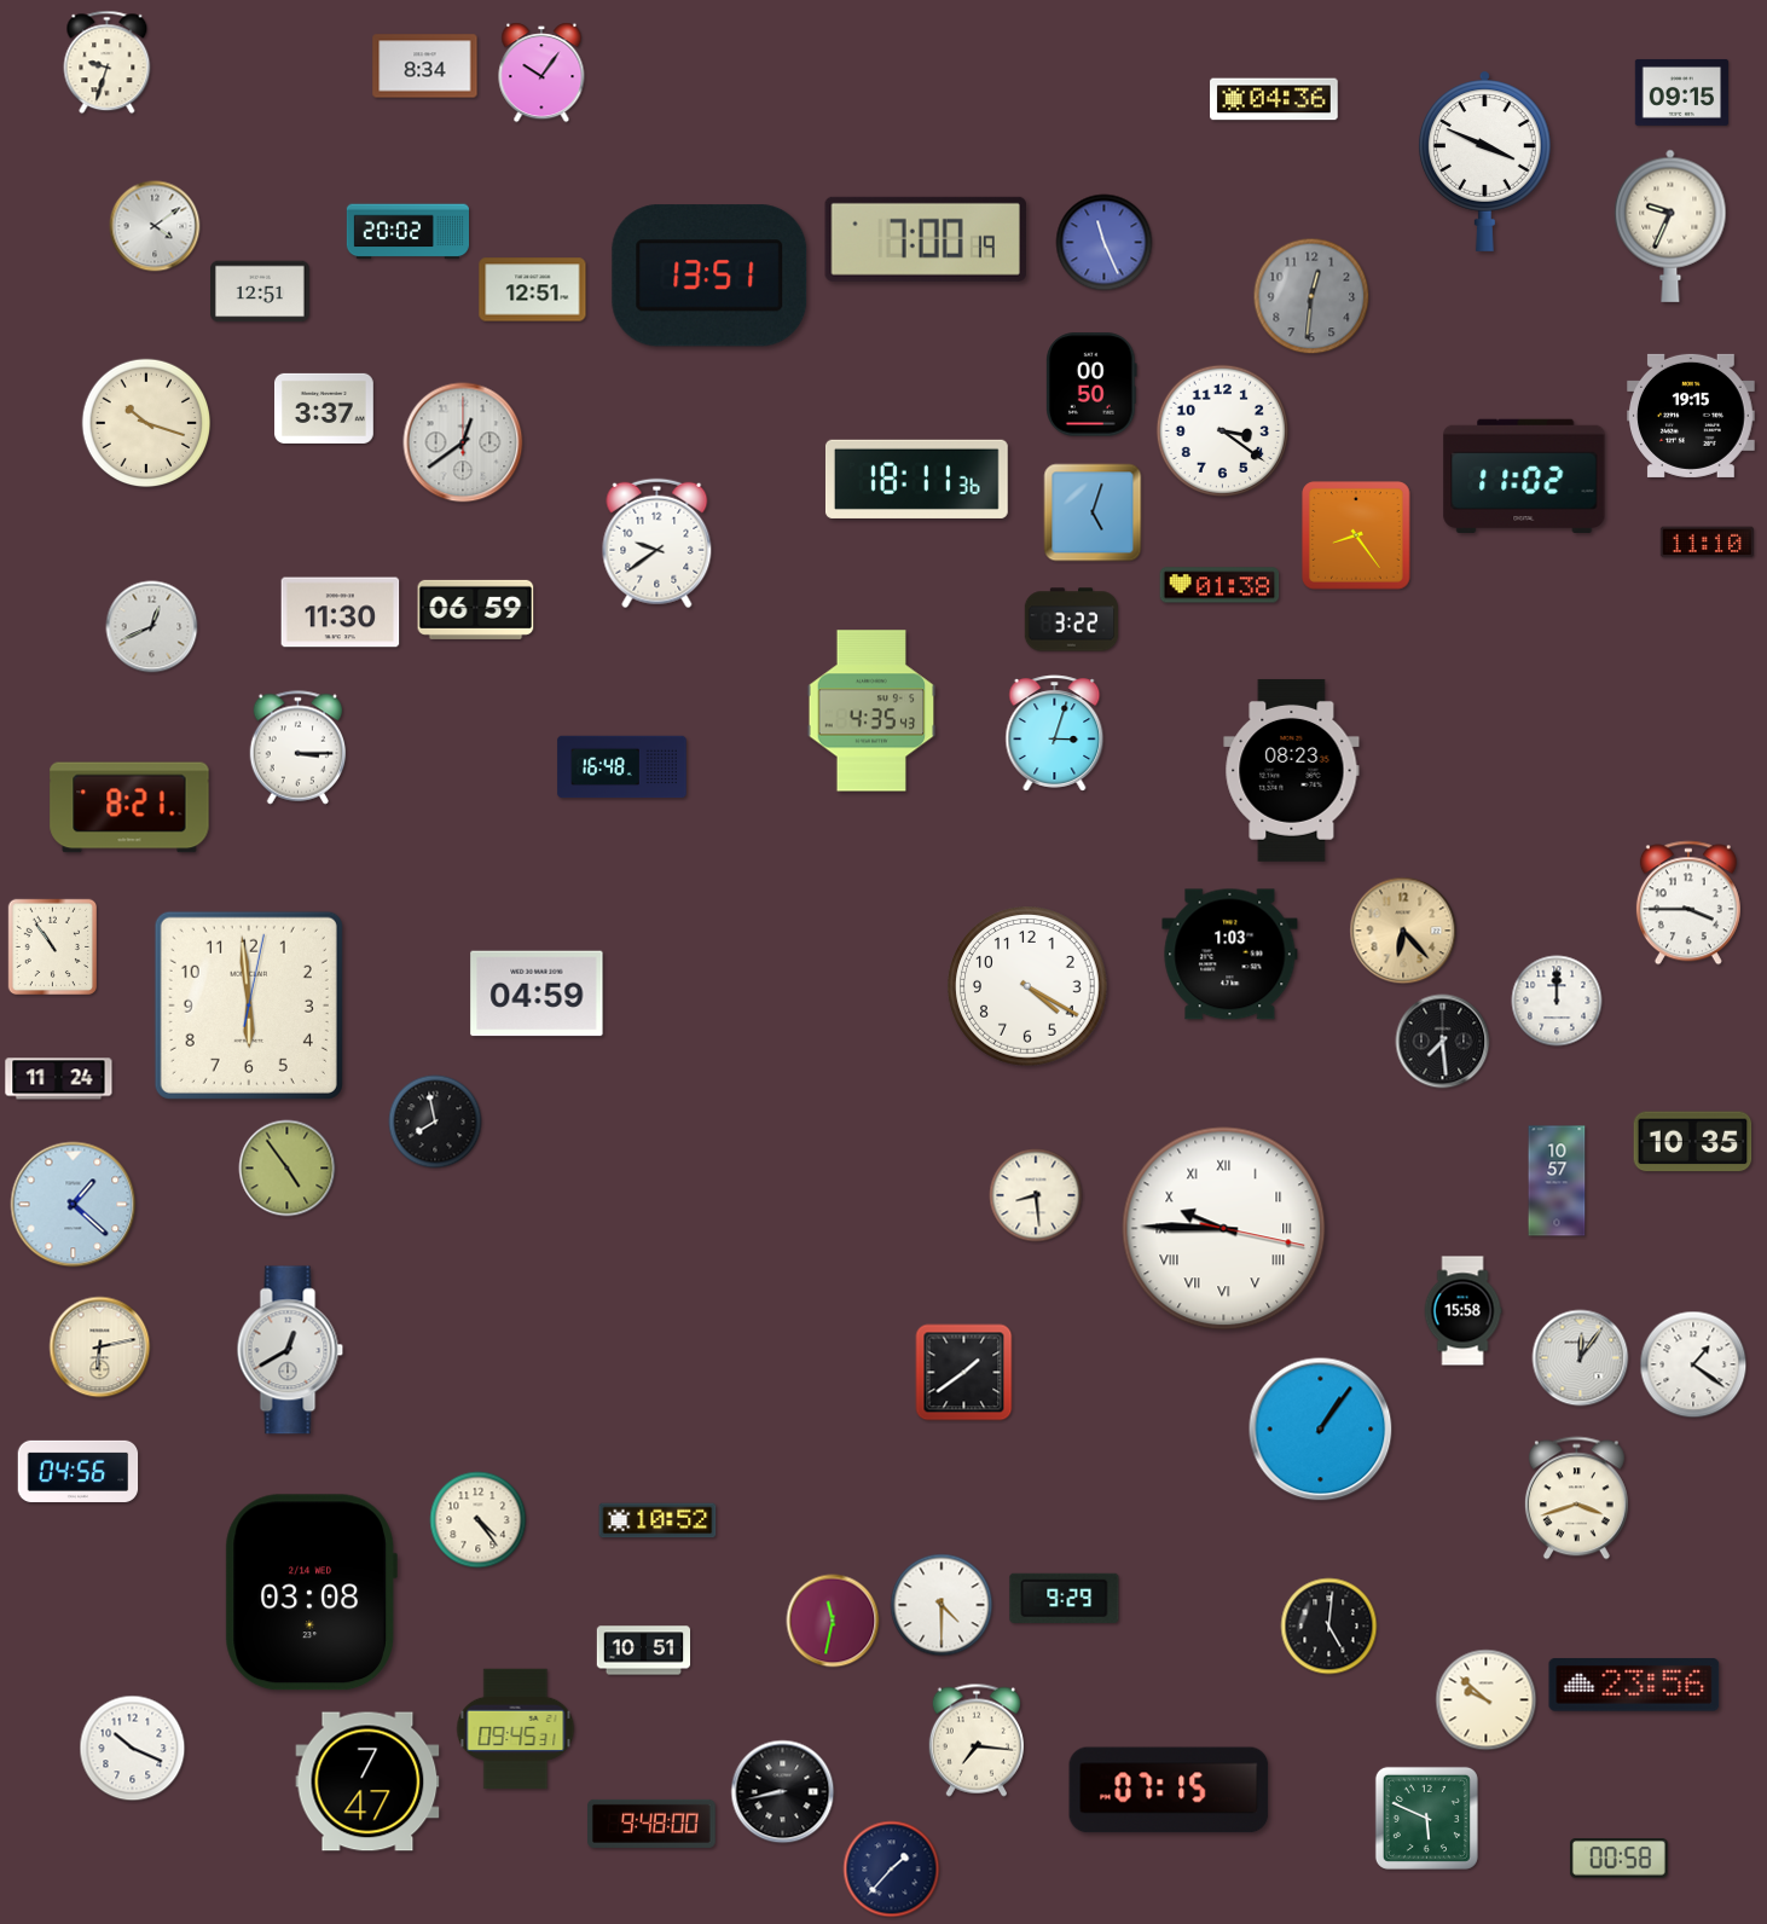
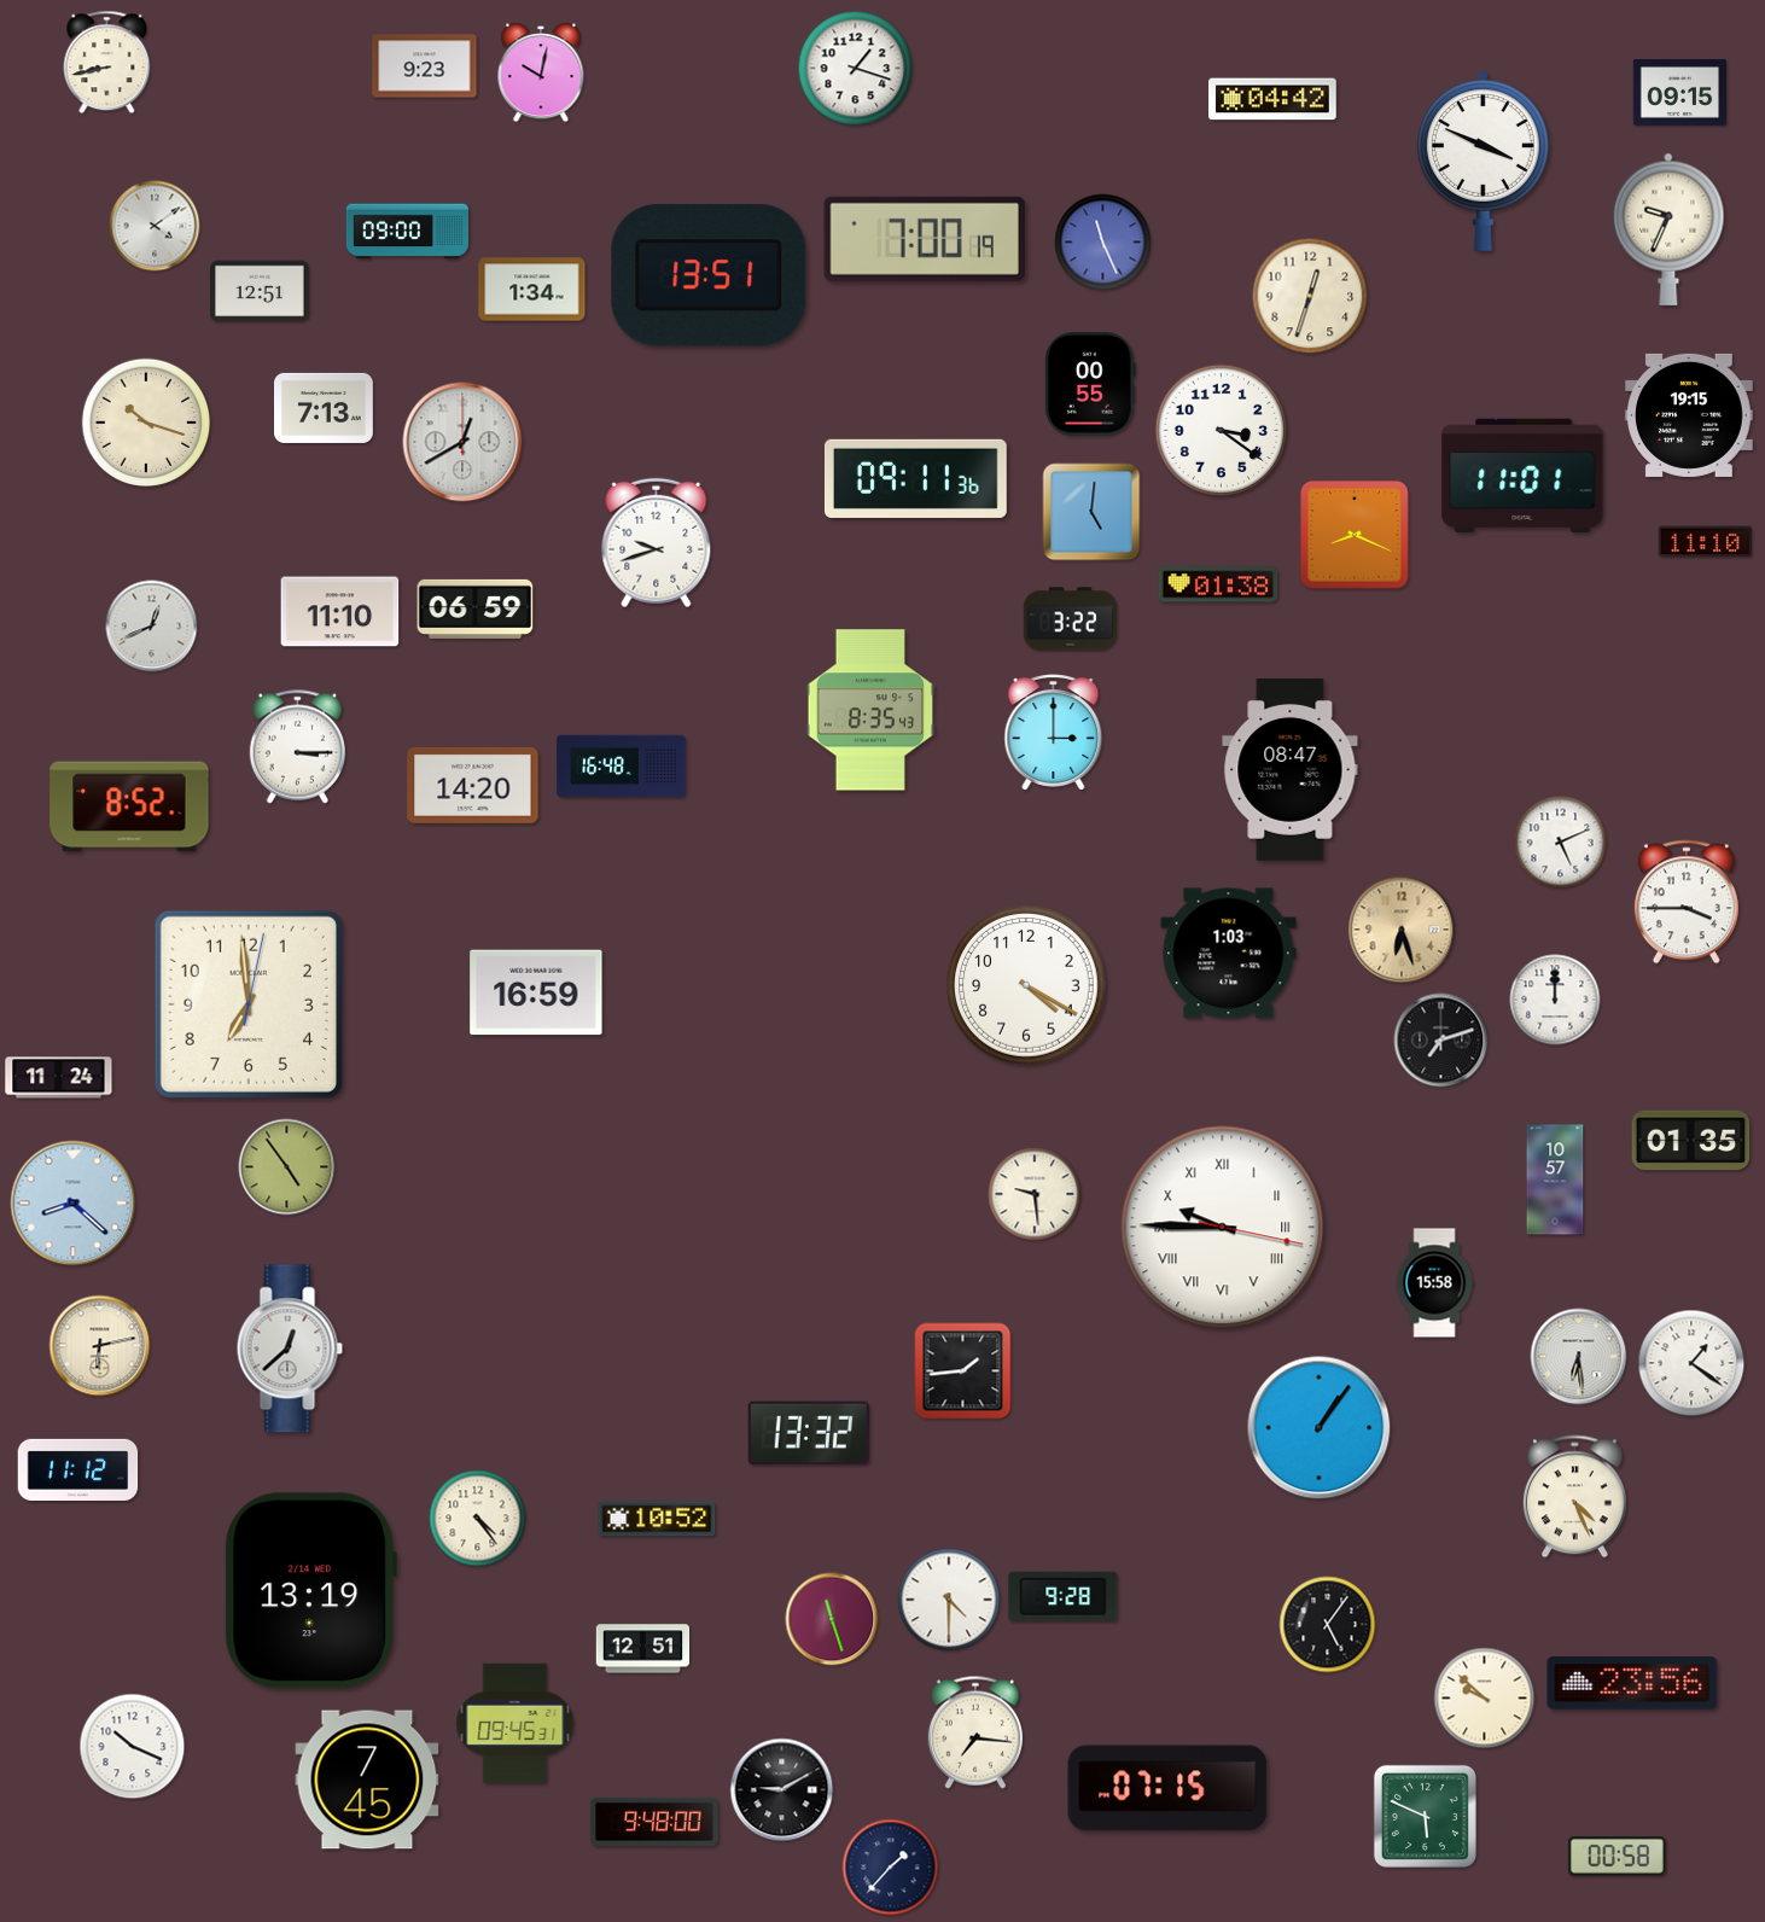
clock at (108, 63): 9:33 -> 8:43
clock at (425, 66): 8:34 -> 9:23
clock at (856, 69): none -> 1:18
clock at (541, 73): 10:06 -> 10:02
clock at (1274, 99): 04:36 -> 04:42
clock at (1670, 226) position: (1670, 226) -> (1668, 229)
clock at (407, 232): 20:02 -> 09:00
clock at (533, 290): 12:51 -> 1:34
clock at (1311, 296): 12:31 -> 12:33
clock at (1311, 296) dial: grey -> cream
clock at (1091, 384): 00:50 -> 00:55
clock at (325, 408): 3:37 -> 7:13
clock at (463, 442): 12:39 -> 12:40
clock at (1524, 476): 11:02 -> 11:01
clock at (916, 479): 18:11 -> 09:11
clock at (1093, 512): 5:03 -> 5:01
clock at (1357, 537): 8:24 -> 8:19
clock at (657, 544): 9:39 -> 9:42
clock at (341, 613): 11:30 -> 11:10
clock at (871, 711): 4:35 -> 8:35
clock at (1055, 734): 3:03 -> 3:00
clock at (1292, 770): 08:23 -> 08:47
clock at (473, 785): none -> 14:20
clock at (129, 807): 8:21 -> 8:52
clock at (1561, 843): none -> 5:11
clock at (1403, 931): 6:23 -> 6:27
clock at (53, 947): 10:54 -> none
clock at (537, 993): 04:59 -> 16:59
clock at (249, 1006): 5:59 -> 6:59
clock at (1443, 1042): 7:29 -> 7:12
clock at (435, 1122): 7:58 -> none
clock at (1693, 1142): 10:35 -> 01:35
clock at (1036, 1195): 8:29 -> 9:29
clock at (74, 1205): 1:22 -> 8:22
clock at (1462, 1311) position: (1462, 1311) -> (1434, 1283)
clock at (290, 1350): 12:40 -> 12:38
clock at (1581, 1358): 12:06 -> 6:29
clock at (964, 1373): 1:39 -> 1:44
clock at (809, 1433): none -> 13:32
clock at (79, 1471): 04:56 -> 11:12
clock at (1576, 1499): 3:42 -> 4:26
clock at (311, 1593): 03:08 -> 13:19
clock at (1065, 1598): 9:29 -> 9:28
clock at (942, 1605) position: (942, 1605) -> (949, 1600)
clock at (833, 1621): 11:32 -> 11:27
clock at (1329, 1627): 5:01 -> 5:06
clock at (644, 1651): 10:51 -> 12:51
clock at (516, 1729) position: (516, 1729) -> (515, 1724)
clock at (977, 1740) position: (977, 1740) -> (975, 1732)
clock at (367, 1781): 7:47 -> 7:45
clock at (783, 1792): 8:43 -> 9:10
clock at (651, 1824) position: (651, 1824) -> (654, 1822)
